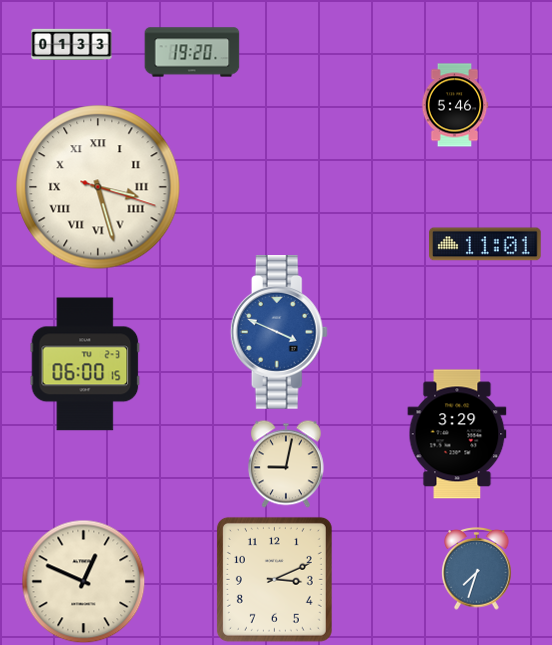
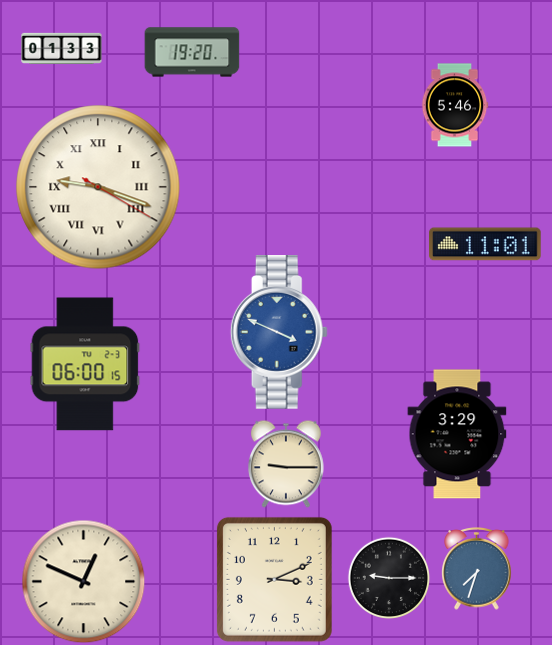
clock at (72, 44) position: (72, 44) -> (62, 48)
clock at (98, 187): 3:27 -> 9:18
clock at (286, 464): 9:02 -> 9:15
clock at (389, 578): none -> 9:15
